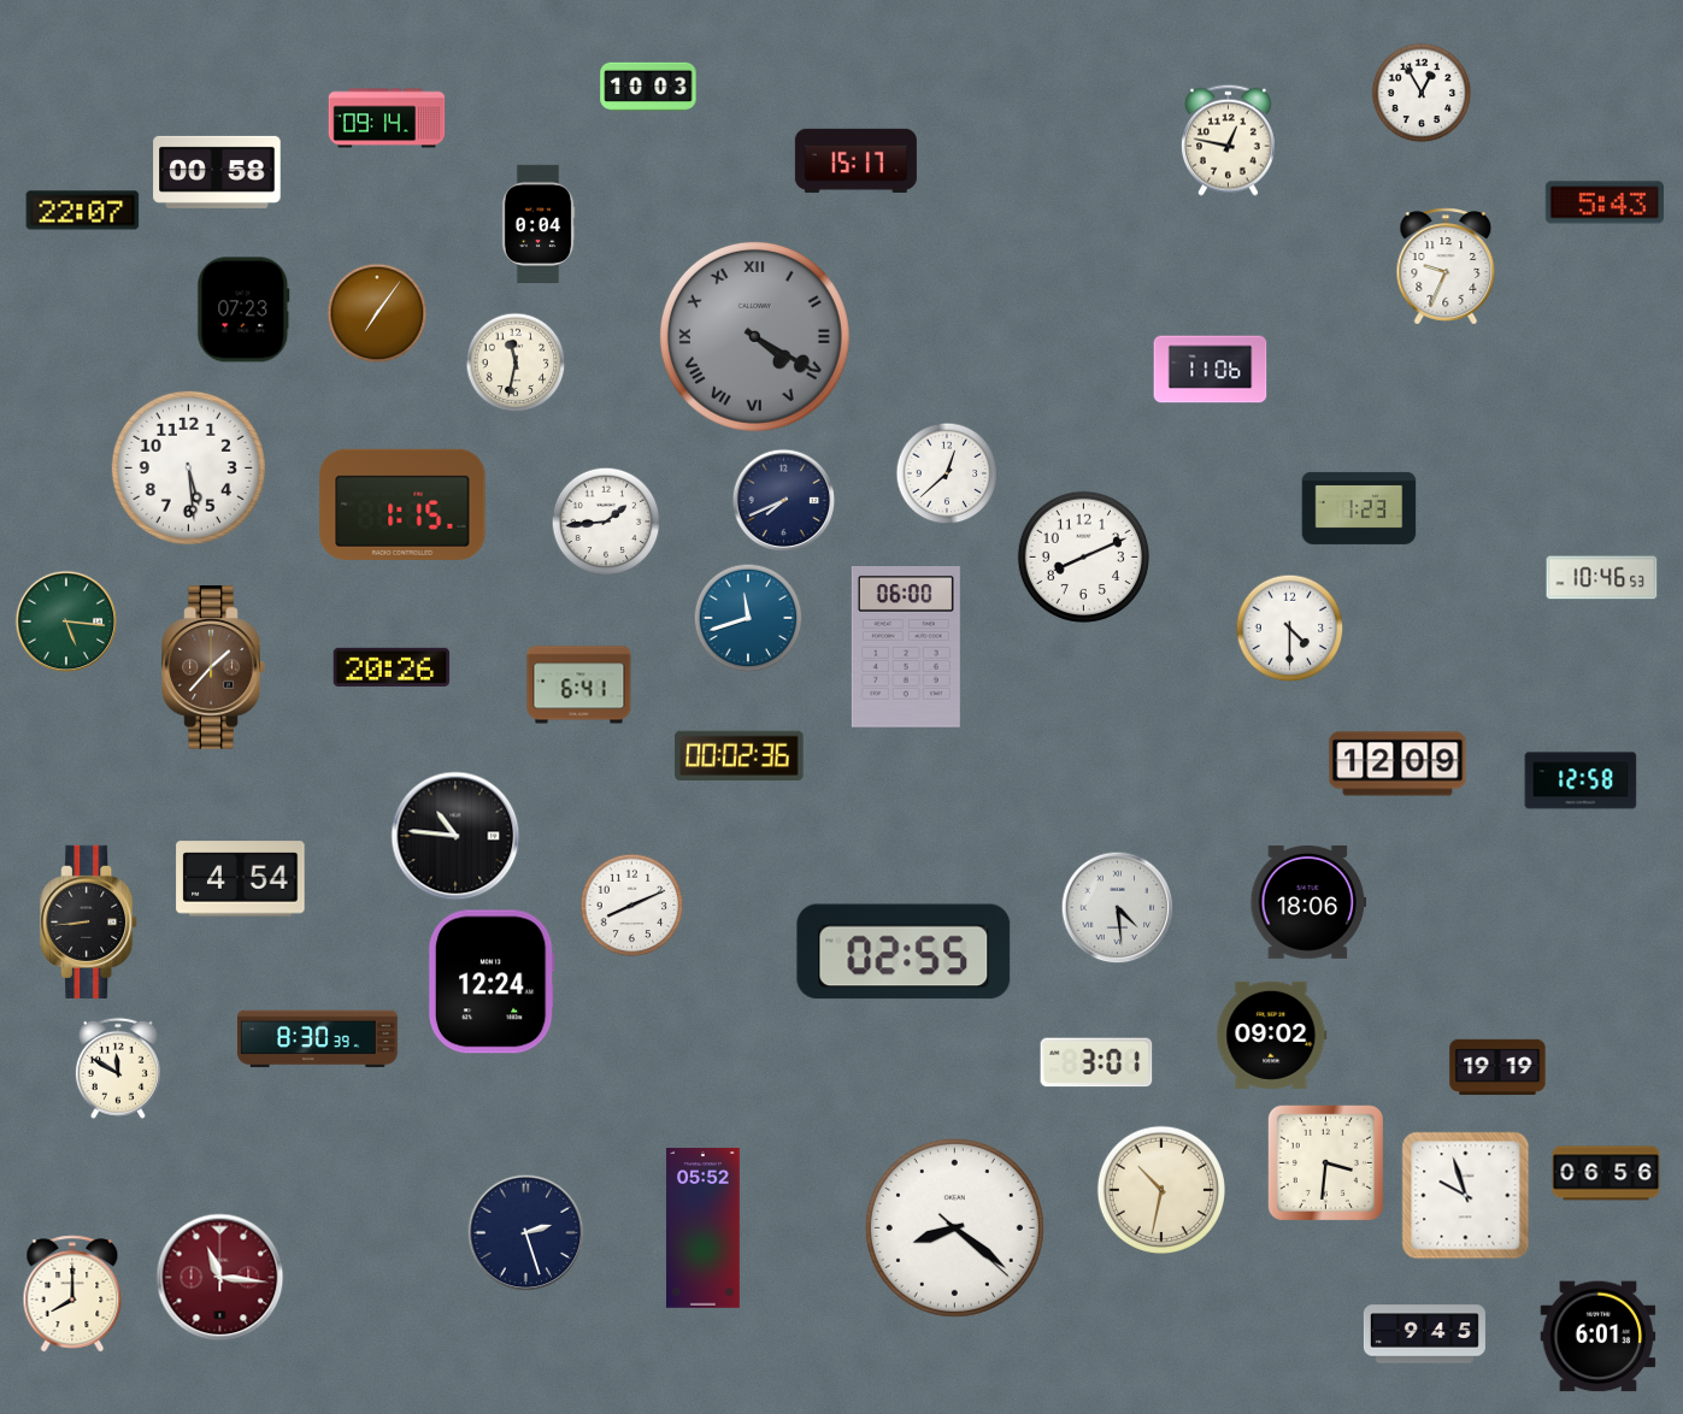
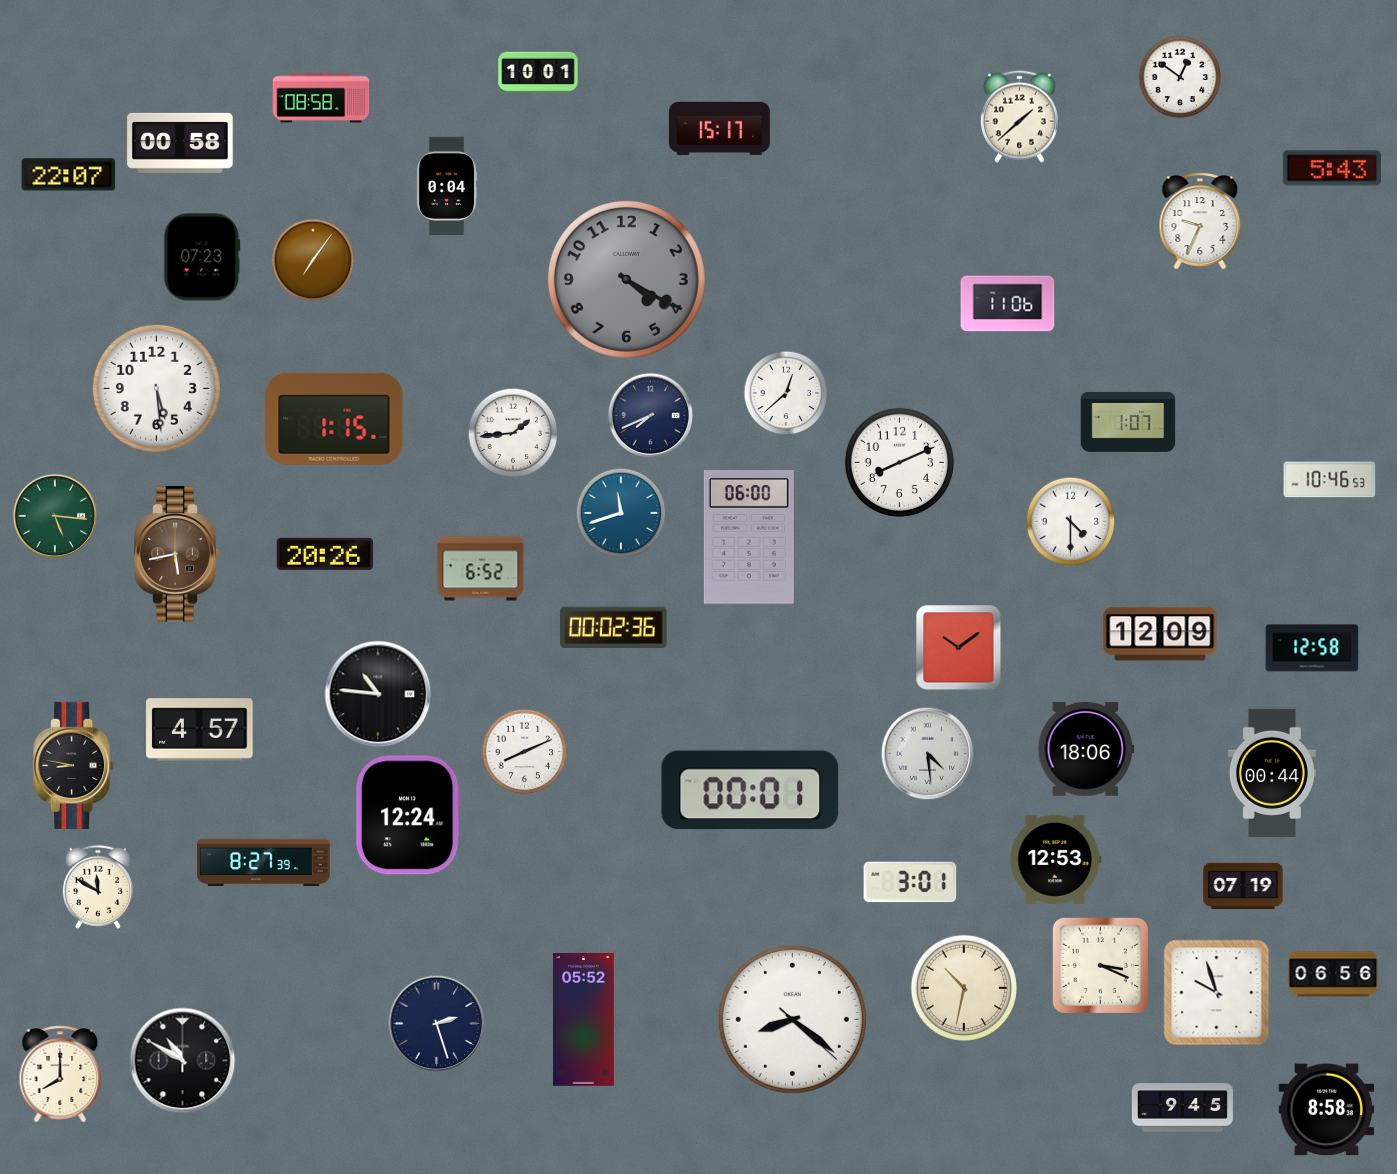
clock at (648, 86): 10:03 -> 10:01
clock at (1422, 93): 12:55 -> 12:51
clock at (387, 118): 09:14 -> 08:58
clock at (1229, 140): 12:47 -> 1:38
clock at (855, 160) position: (855, 160) -> (719, 128)
clock at (754, 336) numerals: Roman -> Arabic
clock at (516, 363): 11:32 -> none
clock at (1211, 370) position: (1211, 370) -> (1008, 304)
clock at (1359, 508): 1:23 -> 1:07
clock at (606, 522) position: (606, 522) -> (513, 433)
clock at (906, 648) position: (906, 648) -> (749, 538)
clock at (213, 667): 1:37 -> 5:43
clock at (579, 685): 6:41 -> 6:52
clock at (959, 648): none -> 10:09
clock at (241, 879): 4:54 -> 4:57
clock at (89, 921): 8:44 -> 8:47
clock at (1272, 773): none -> 00:44
clock at (904, 951): 02:55 -> 00:01
clock at (1272, 1035): 09:02 -> 12:53
clock at (318, 1039): 8:30 -> 8:27
clock at (1497, 1067): 19:19 -> 07:19
clock at (1325, 1162): 3:31 -> 3:19
clock at (220, 1278): 11:16 -> 10:50
clock at (220, 1278) dial: burgundy -> black
clock at (1599, 1337): 6:01 -> 8:58
